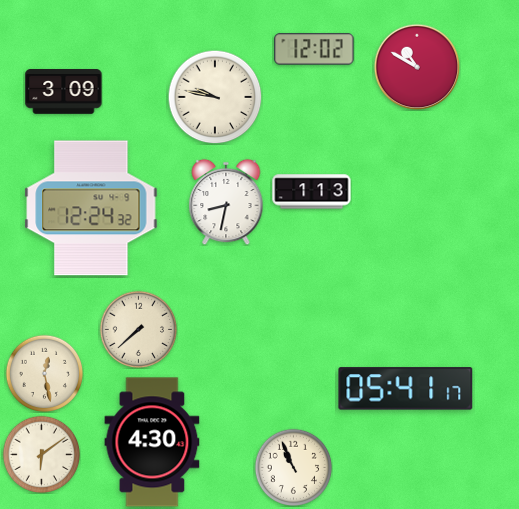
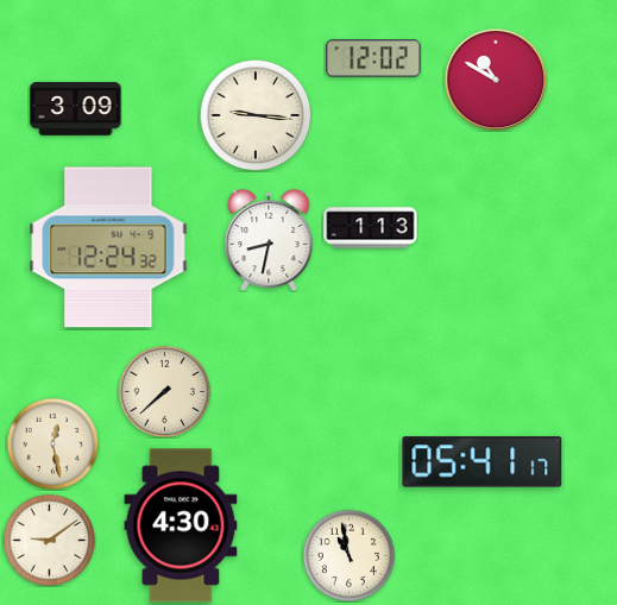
clock at (215, 97): 9:47 -> 9:16
clock at (41, 454): 6:09 -> 9:09
clock at (293, 467): 10:56 -> 10:58
